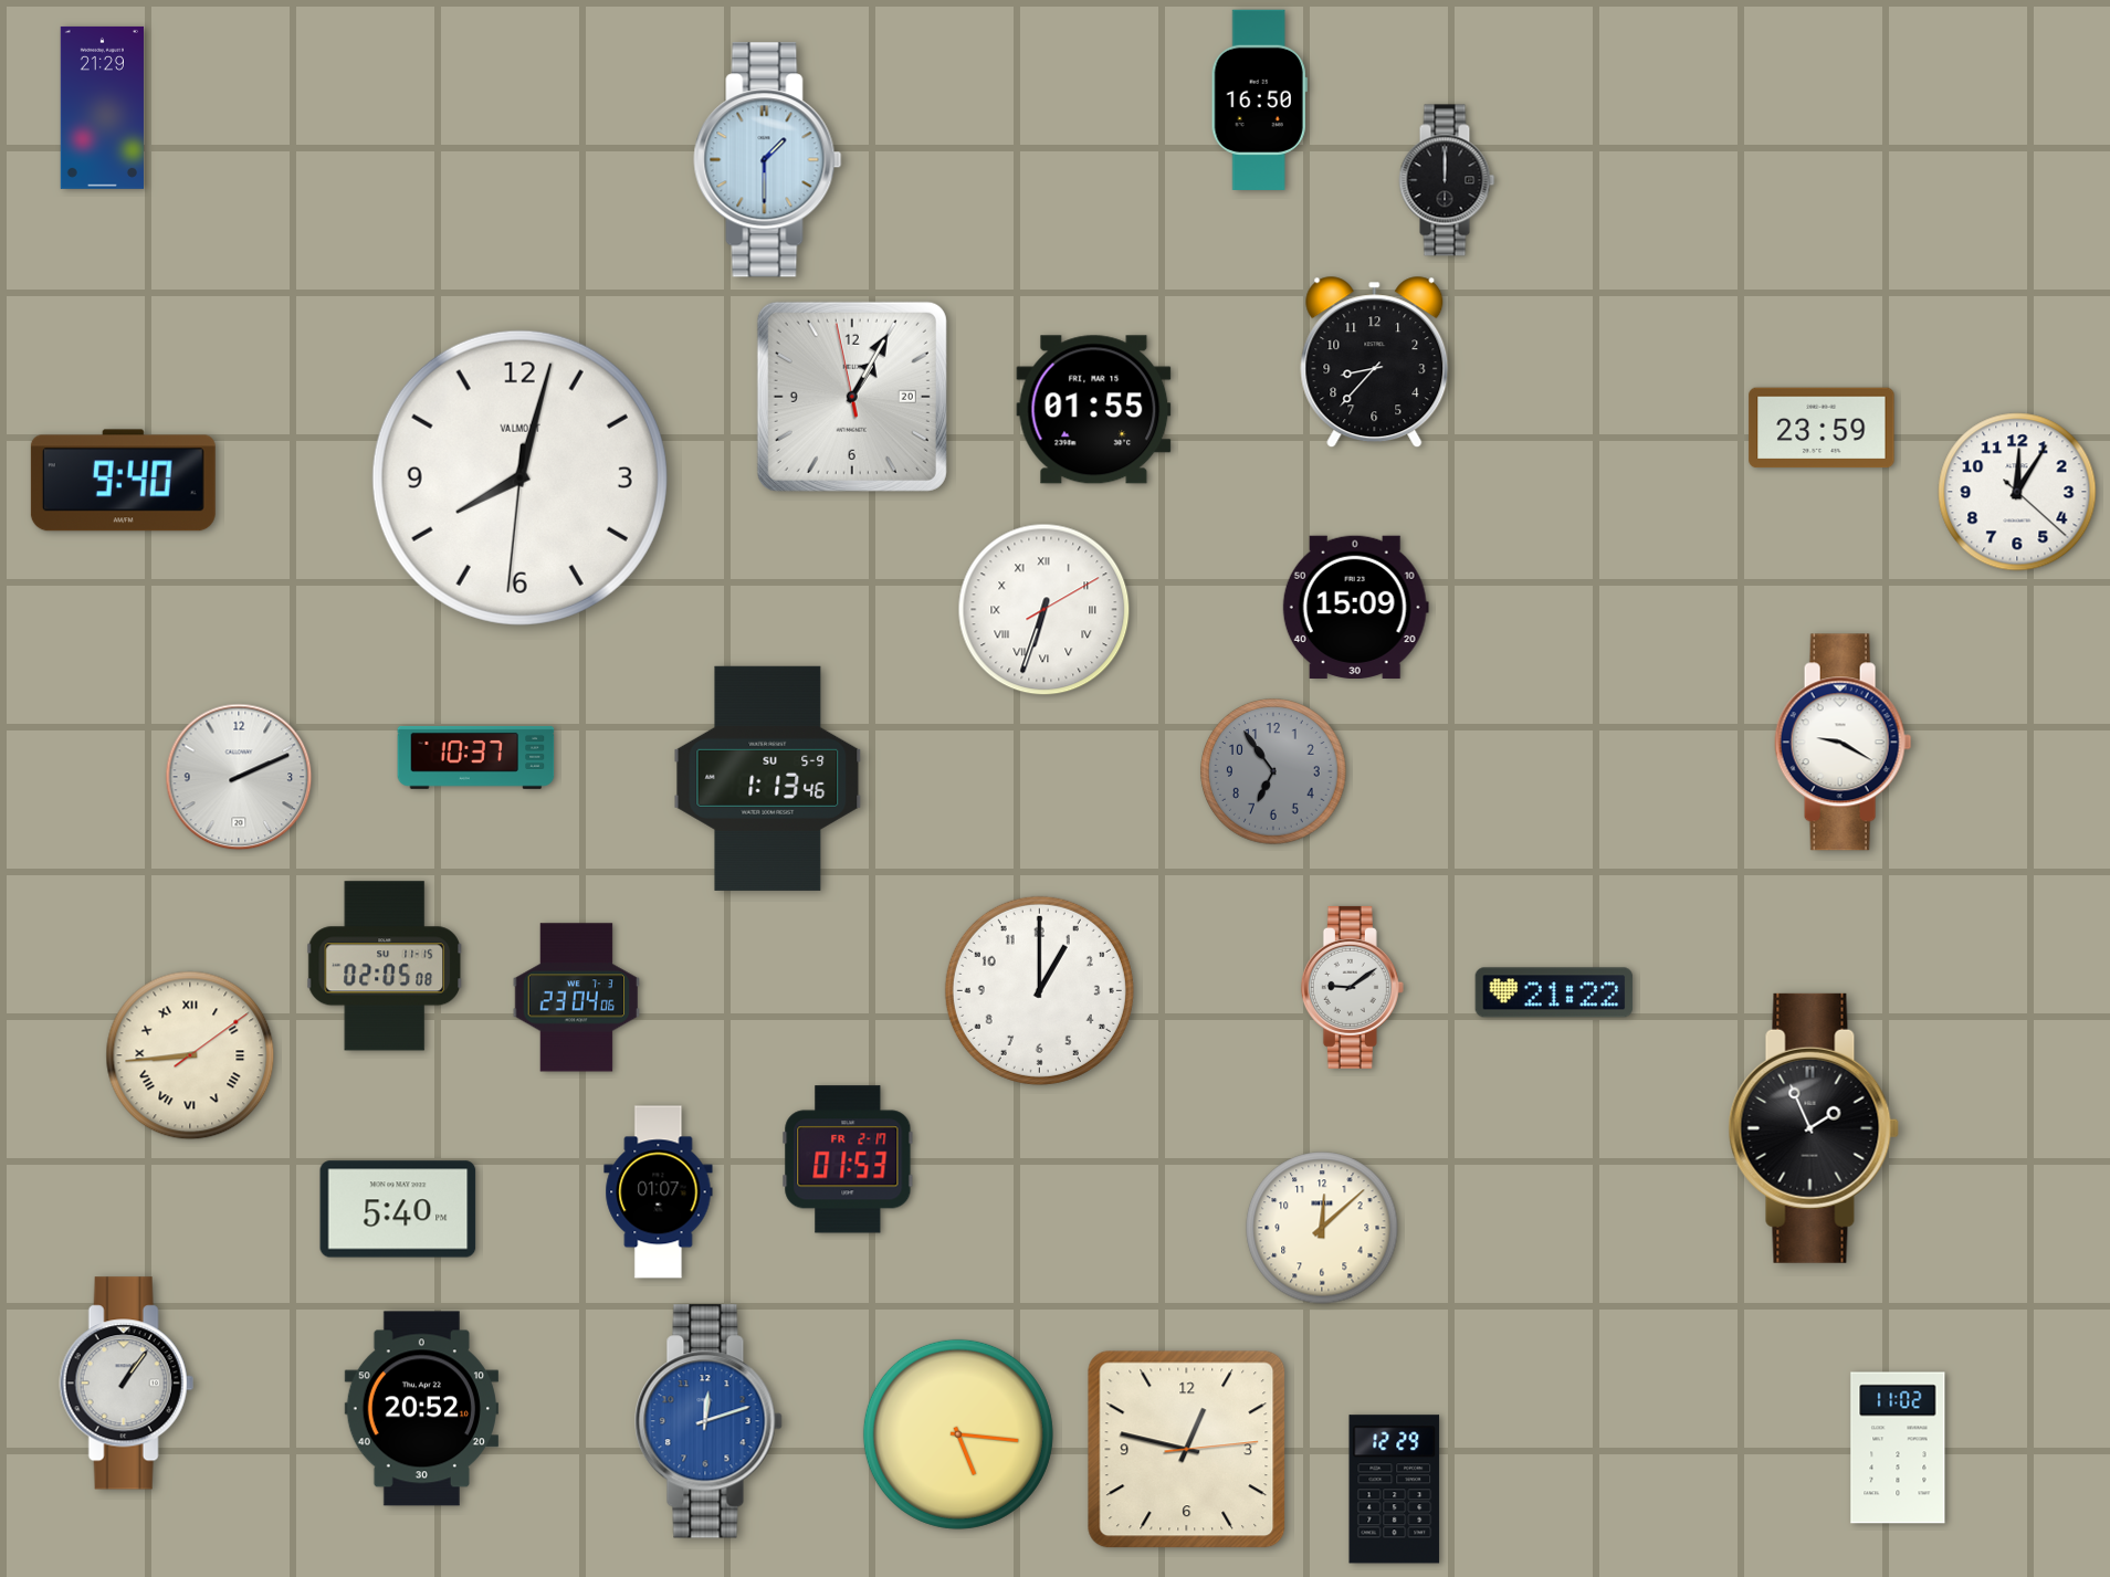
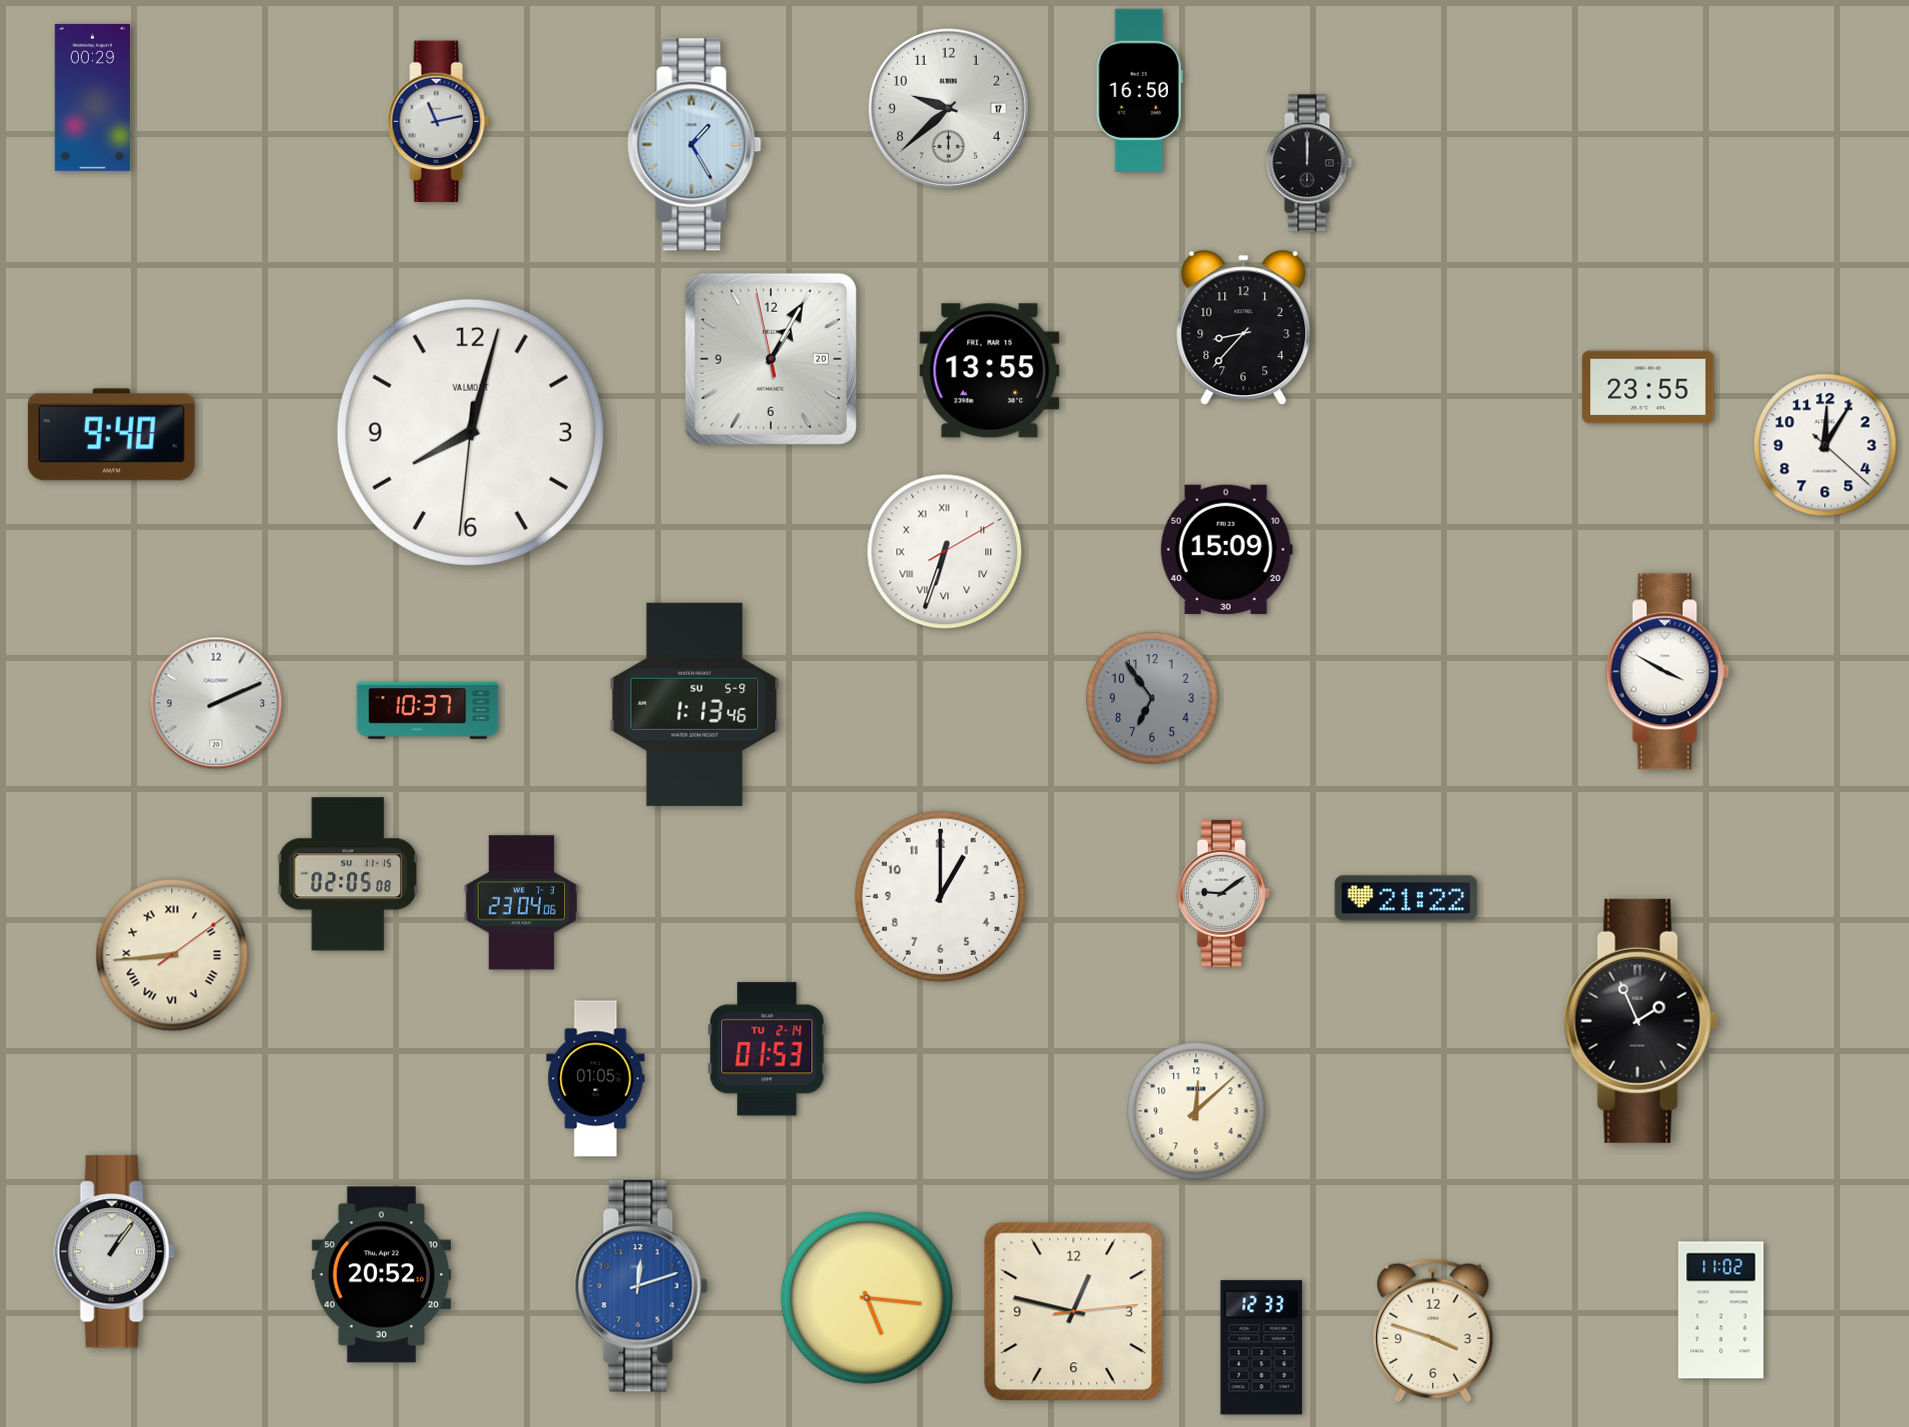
clock at (102, 107): 21:29 -> 00:29
clock at (948, 108): none -> 9:38
clock at (439, 122): none -> 11:13
clock at (768, 160): 1:30 -> 1:25
clock at (1094, 410): 01:55 -> 13:55
clock at (1822, 428): 23:59 -> 23:55
clock at (1844, 743): 9:20 -> 3:50
clock at (476, 757) position: (476, 757) -> (428, 710)
clock at (848, 1159) date: FR 2-17 -> TU 2-14
clock at (659, 1192): 01:07 -> 01:05
clock at (398, 1209): 5:40 -> none
clock at (1898, 1448) position: (1898, 1448) -> (1721, 1310)
clock at (1433, 1331): none -> 3:48
clock at (1395, 1490): 12:29 -> 12:33
